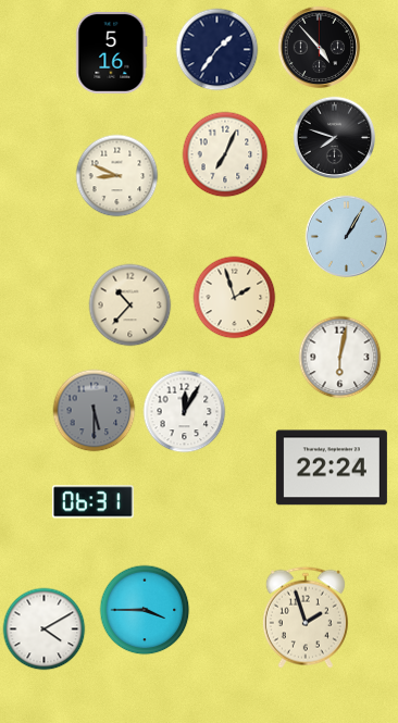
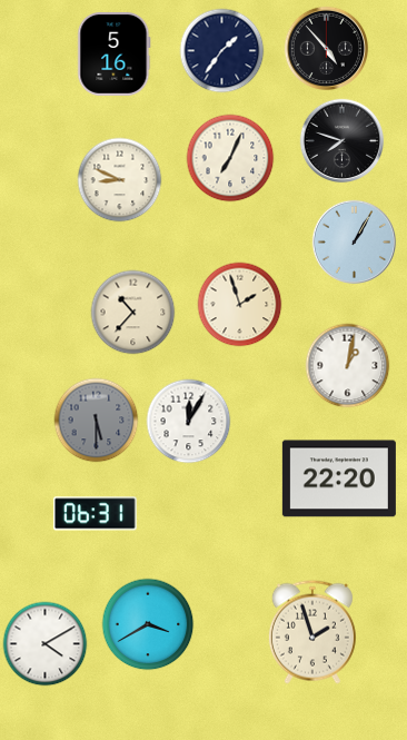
clock at (340, 358): 6:02 -> 1:02
clock at (332, 468): 22:24 -> 22:20
clock at (145, 610): 3:45 -> 3:40
